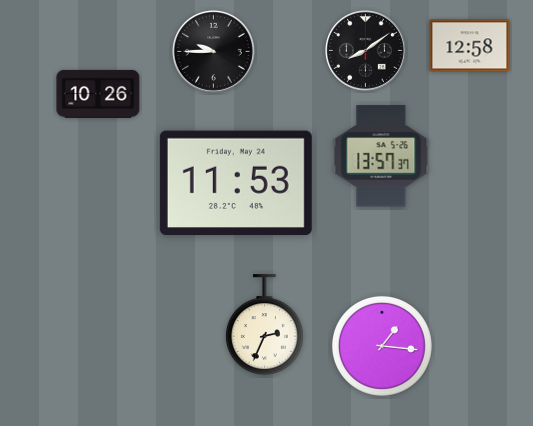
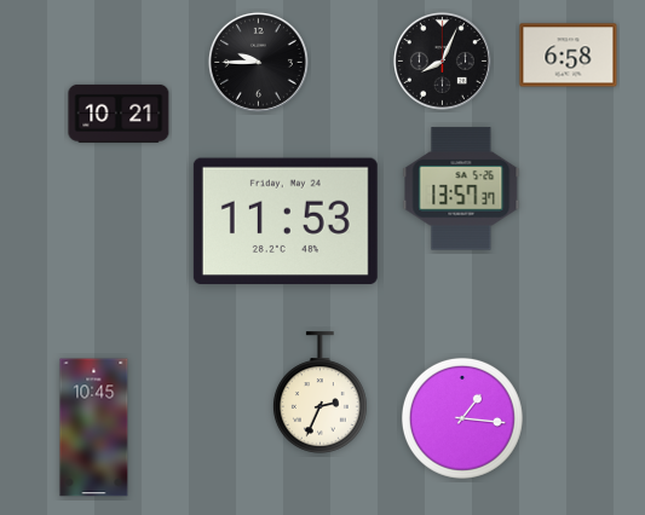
clock at (470, 46): 12:58 -> 6:58
clock at (365, 50): 8:09 -> 8:04
clock at (98, 94): 10:26 -> 10:21
clock at (94, 428): none -> 10:45
